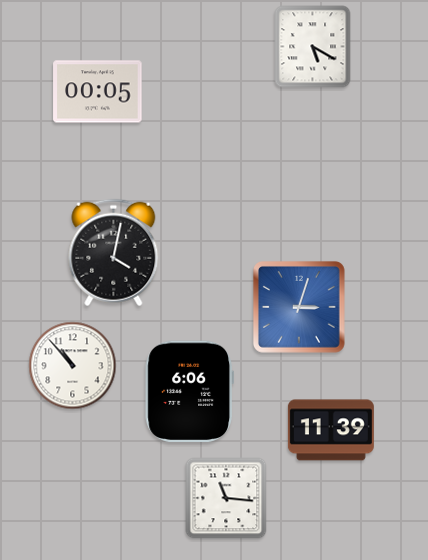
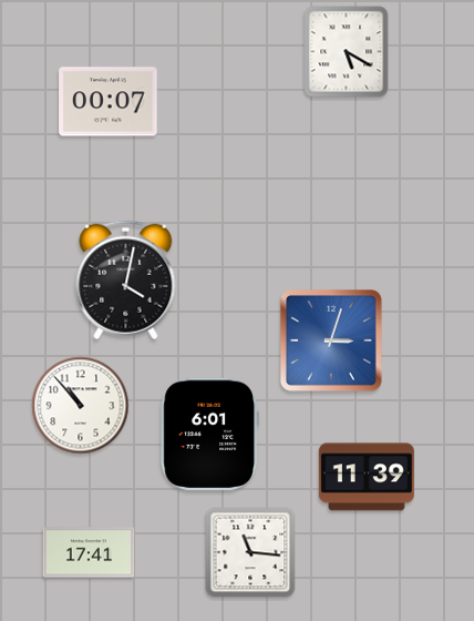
clock at (98, 92): 00:05 -> 00:07
clock at (189, 392): 6:06 -> 6:01
clock at (89, 552): none -> 17:41
